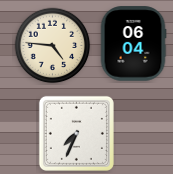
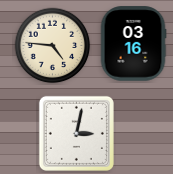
clock at (133, 44): 06:04 -> 03:16
clock at (76, 133): 7:34 -> 3:02
